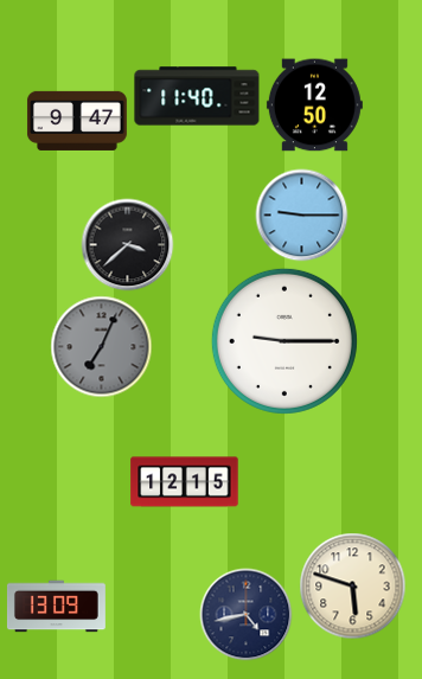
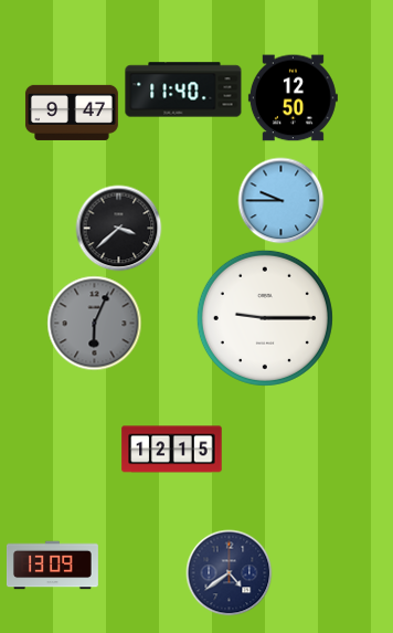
clock at (301, 214): 9:15 -> 9:45
clock at (101, 346): 7:04 -> 6:04
clock at (352, 585): 5:48 -> none
clock at (245, 614): 4:43 -> 4:39
